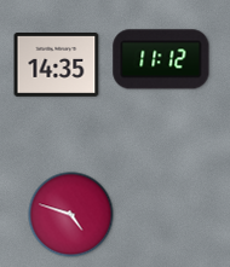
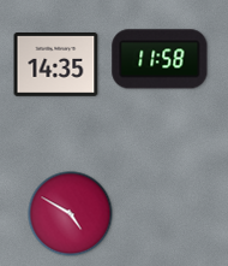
clock at (161, 59): 11:12 -> 11:58
clock at (71, 215): 4:48 -> 4:50
